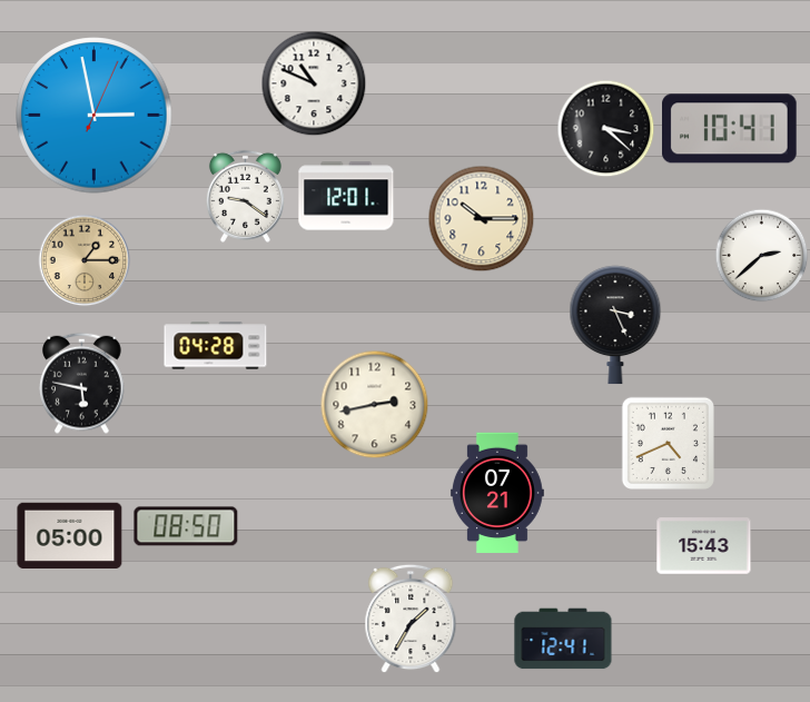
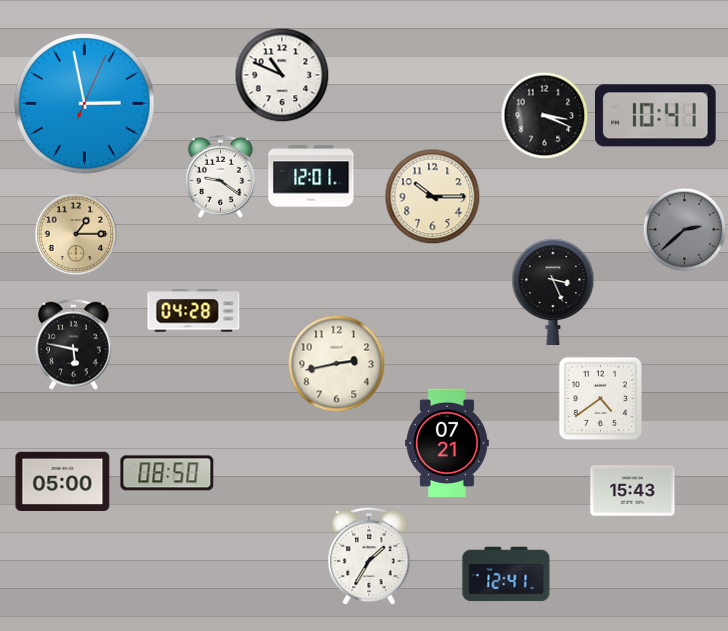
clock at (605, 128): 3:22 -> 3:19
clock at (761, 255) dial: white -> grey
clock at (668, 443): 4:41 -> 4:39
